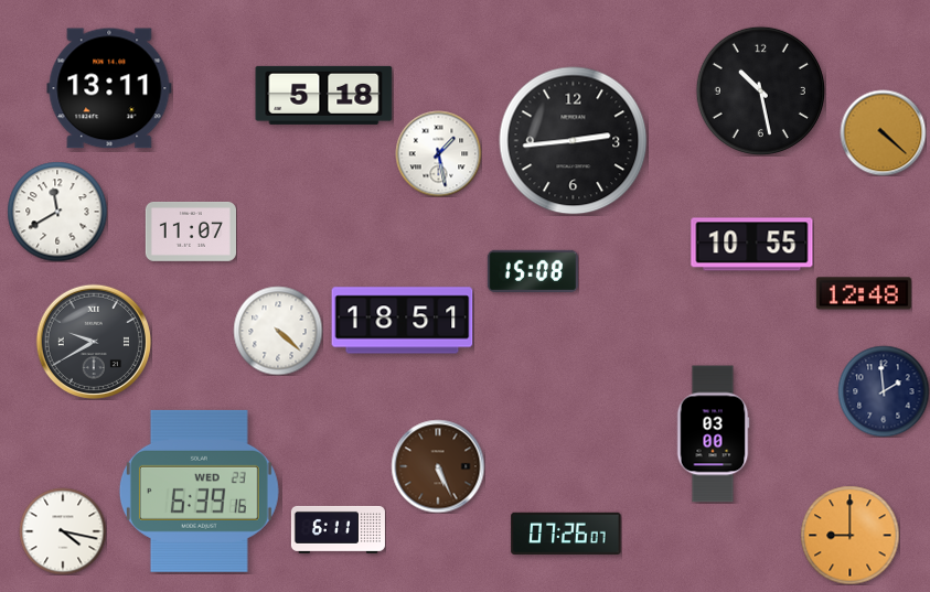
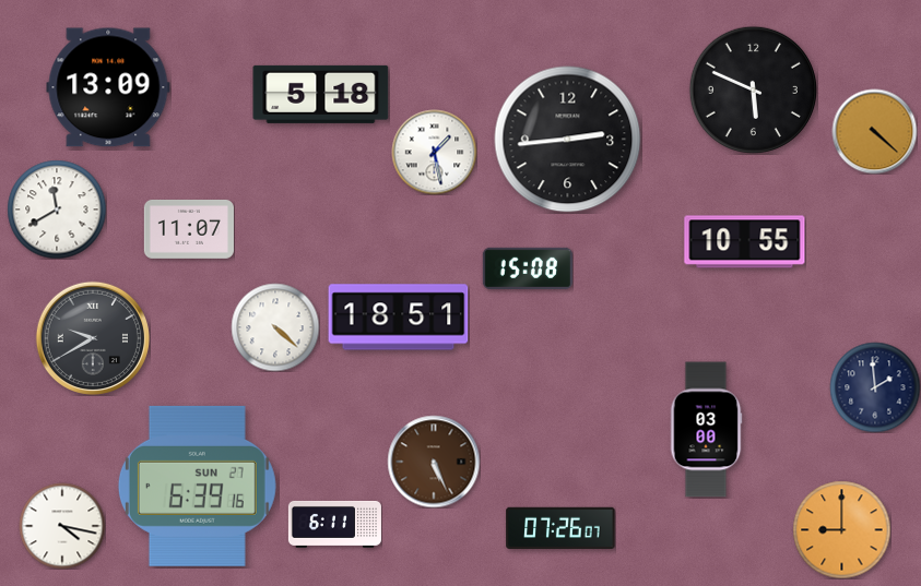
clock at (109, 88): 13:11 -> 13:09
clock at (760, 90): 10:28 -> 5:49
clock at (864, 293): 12:48 -> none
clock at (199, 491) date: WED 23 -> SUN 27
